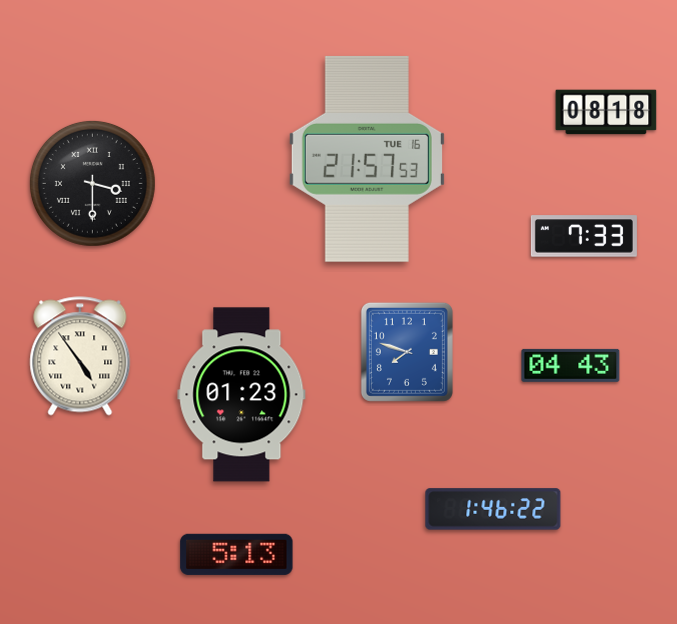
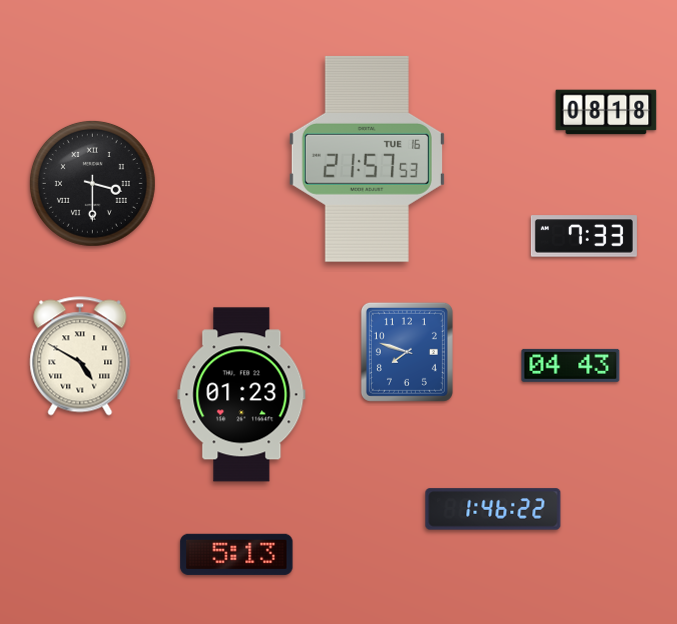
clock at (80, 356): 4:54 -> 4:50
